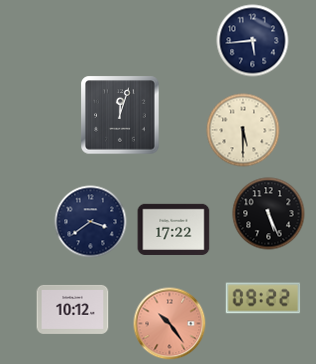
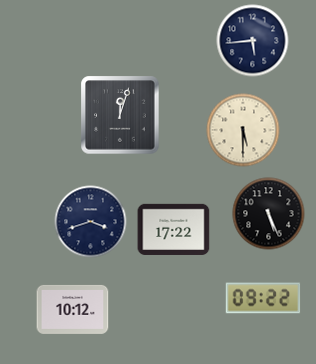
clock at (91, 222): 3:39 -> 3:42
clock at (170, 324): 10:24 -> none
